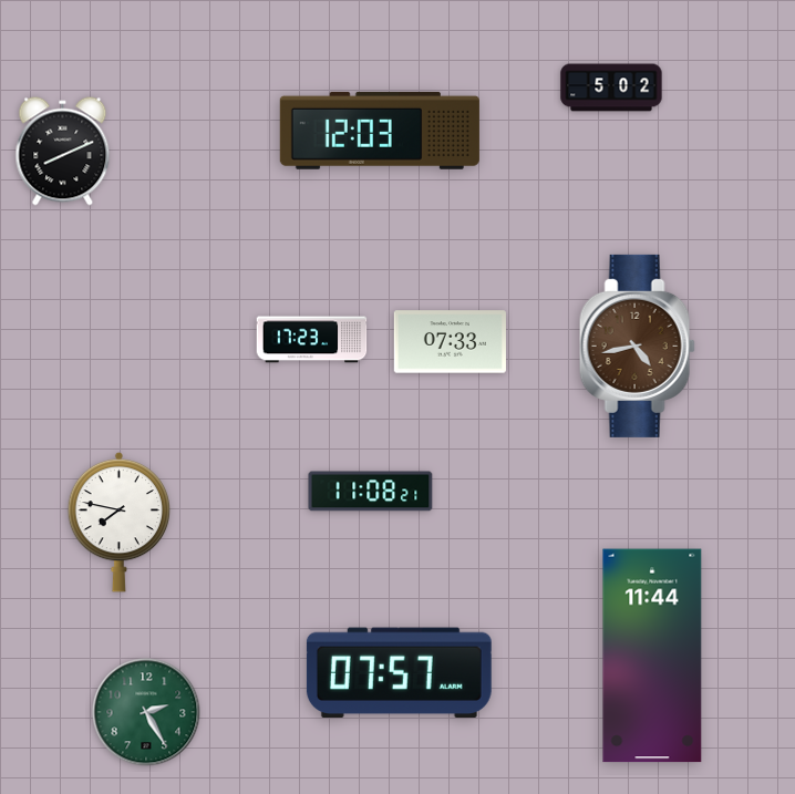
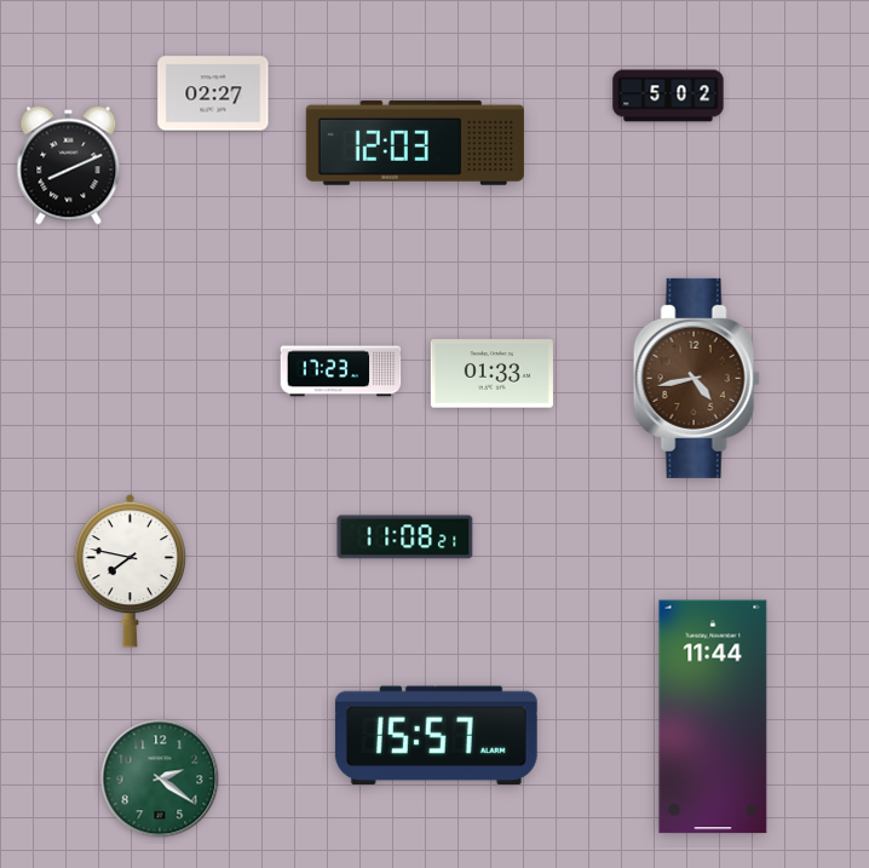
clock at (213, 93): none -> 02:27
clock at (450, 342): 07:33 -> 01:33
clock at (399, 672): 07:57 -> 15:57
clock at (146, 712): 2:25 -> 2:21
